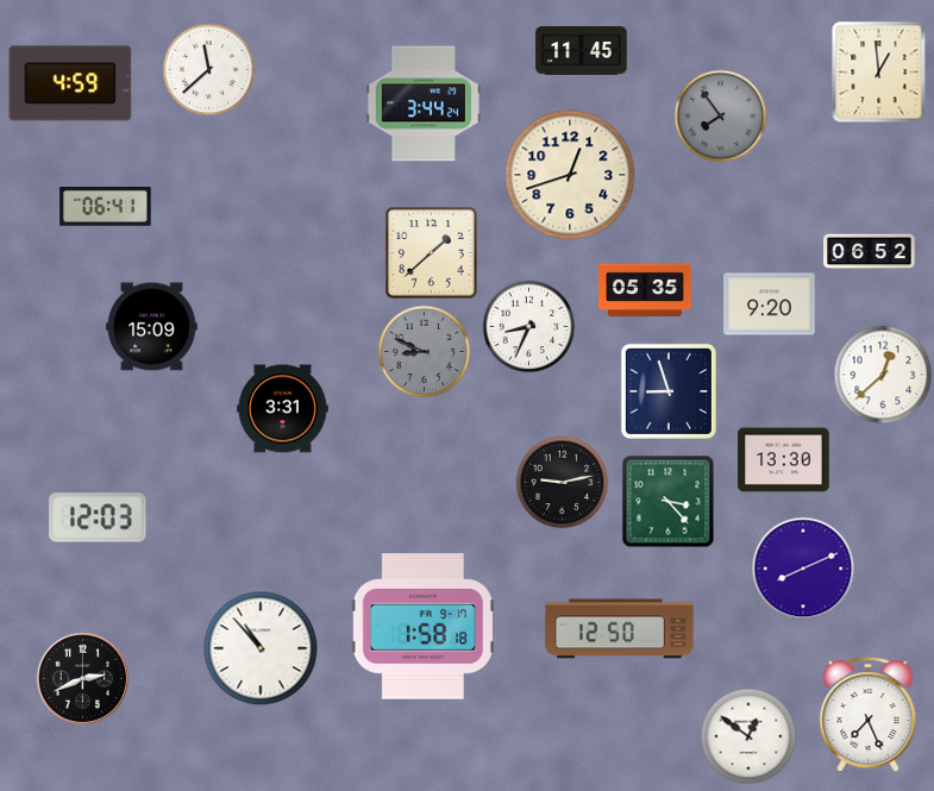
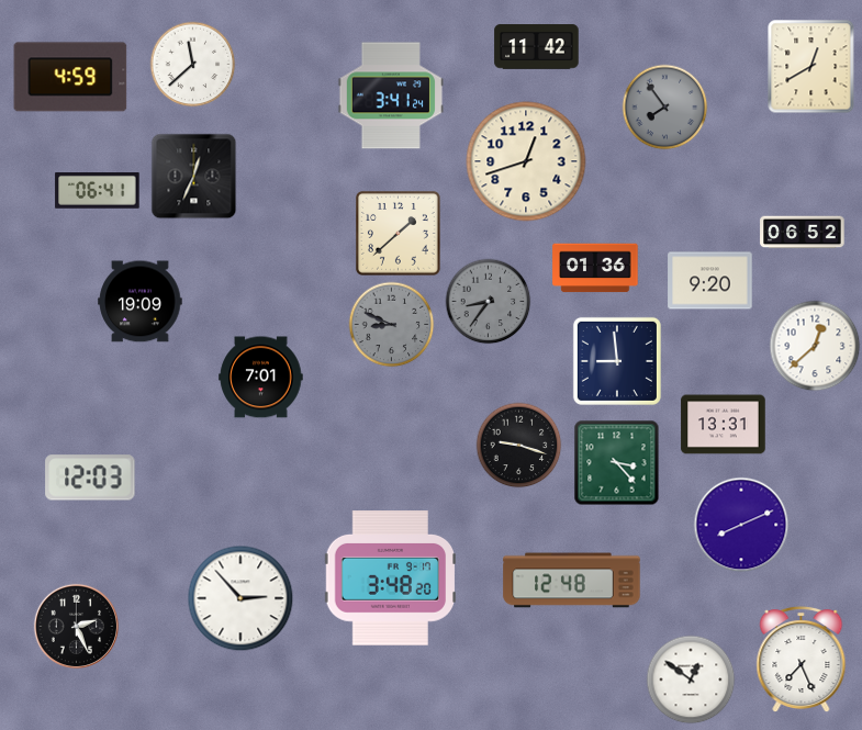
clock at (582, 51): 11:45 -> 11:42
clock at (879, 71): 12:59 -> 12:40
clock at (70, 83) position: (70, 83) -> (70, 77)
clock at (422, 103): 3:44 -> 3:41
clock at (193, 176): none -> 12:34
clock at (645, 290): 05:35 -> 01:36
clock at (528, 326): 8:34 -> 8:36
clock at (528, 326) dial: white -> grey
clock at (152, 327): 15:09 -> 19:09
clock at (669, 391): 8:57 -> 8:59
clock at (283, 409): 3:31 -> 7:01
clock at (784, 460): 13:30 -> 13:31
clock at (562, 482): 9:13 -> 9:18
clock at (422, 627): 1:58 -> 3:48
clock at (620, 629): 12:50 -> 12:48
clock at (261, 648): 10:53 -> 2:53
clock at (82, 678): 2:41 -> 2:26
